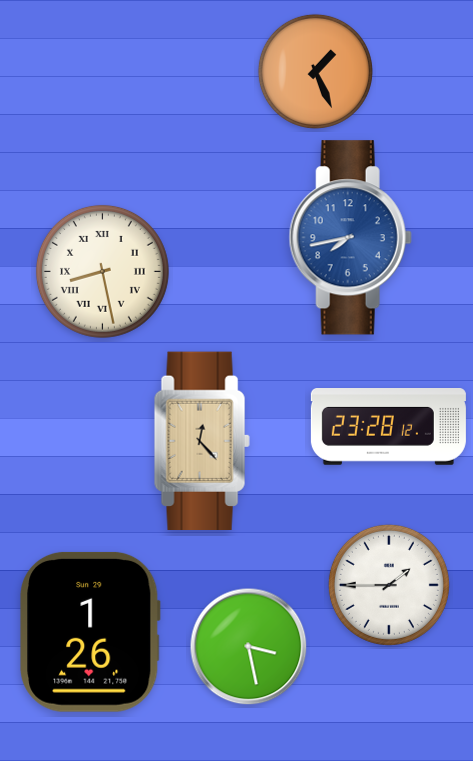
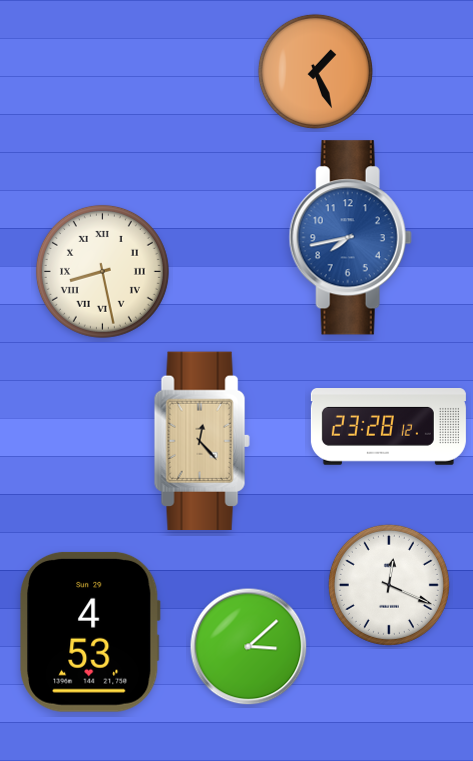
clock at (389, 585): 1:45 -> 12:19
clock at (90, 632): 1:26 -> 4:53
clock at (249, 647): 3:28 -> 3:08
